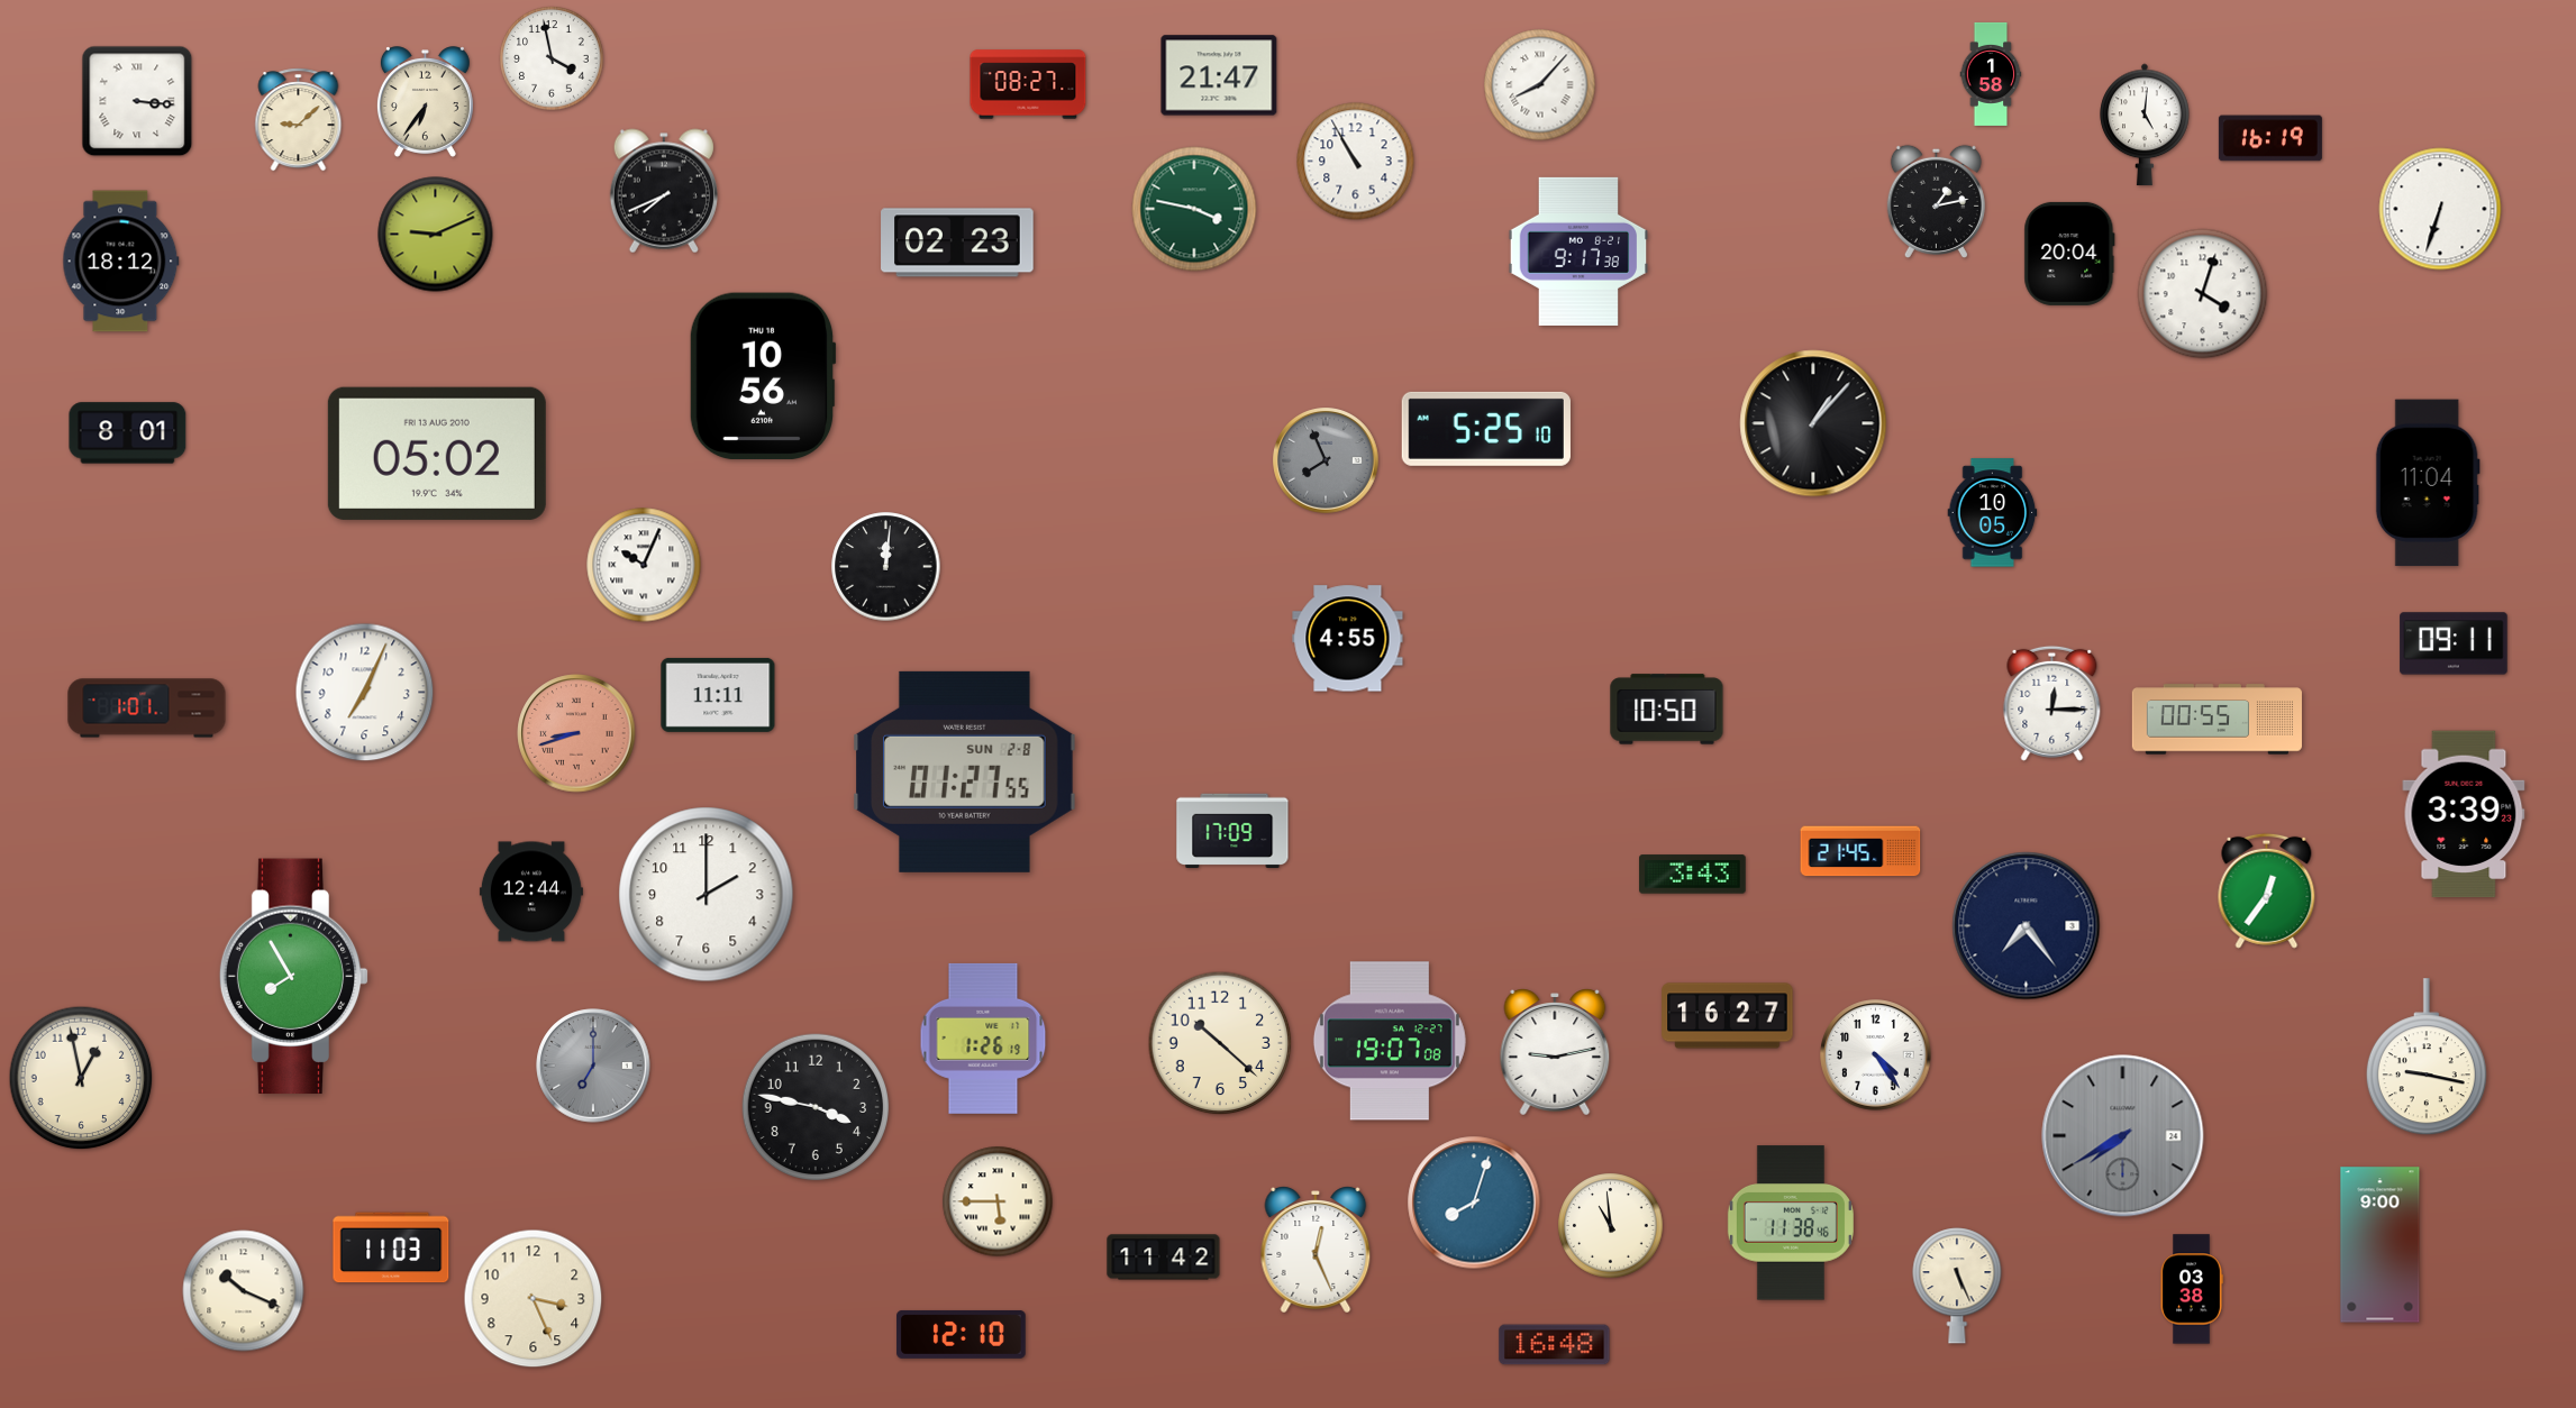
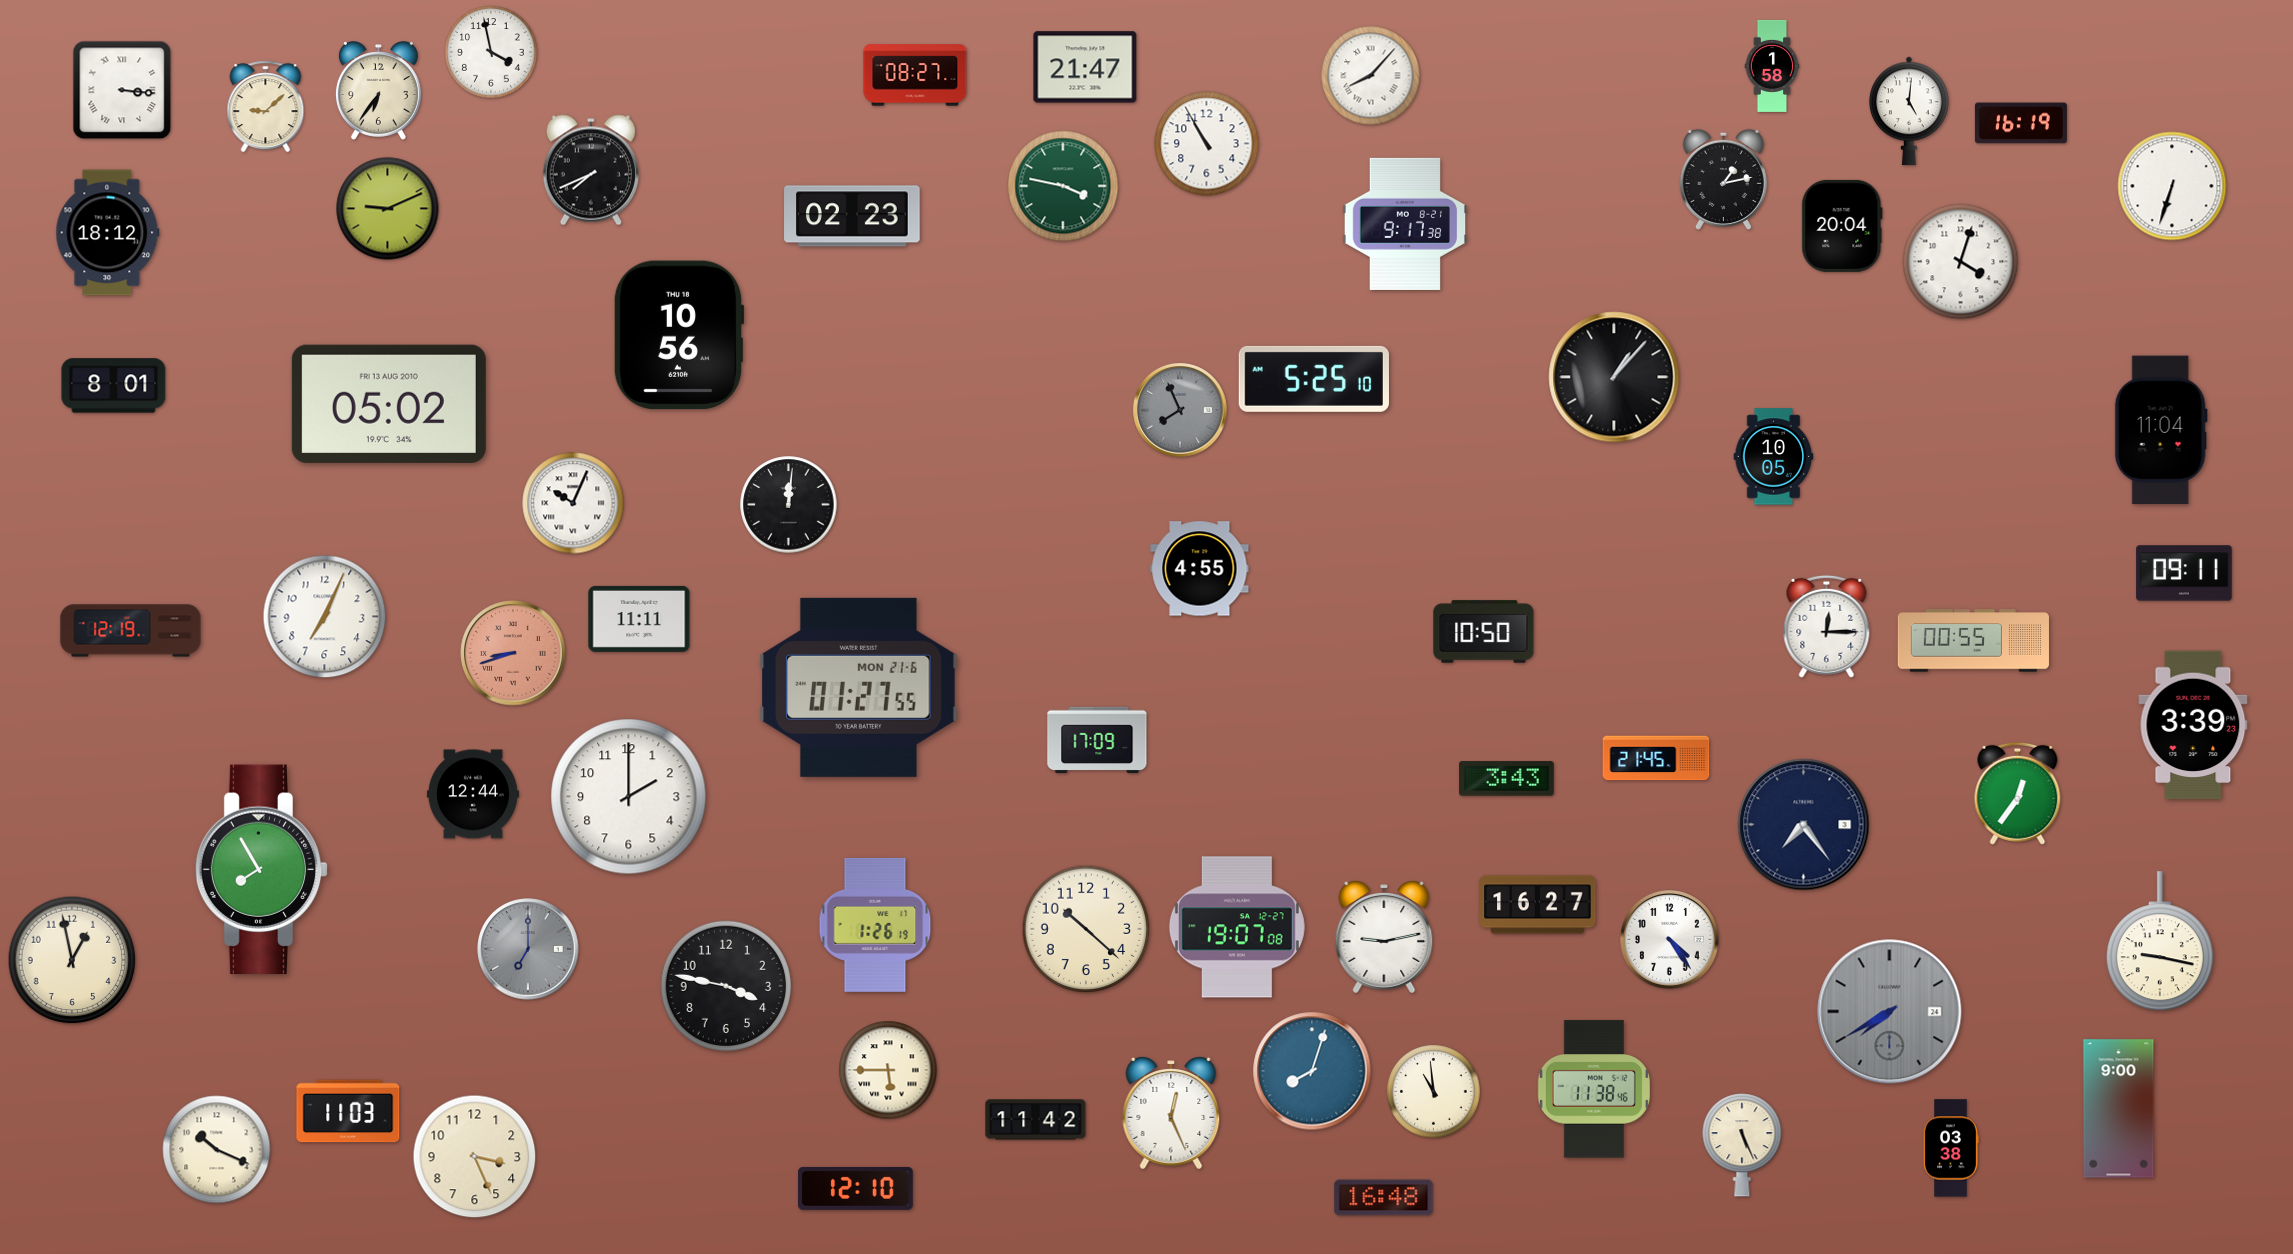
clock at (1486, 429) position: (1486, 429) -> (1314, 379)
clock at (147, 708): 1:01 -> 12:19
clock at (965, 771) date: SUN 2-8 -> MON 21-6
